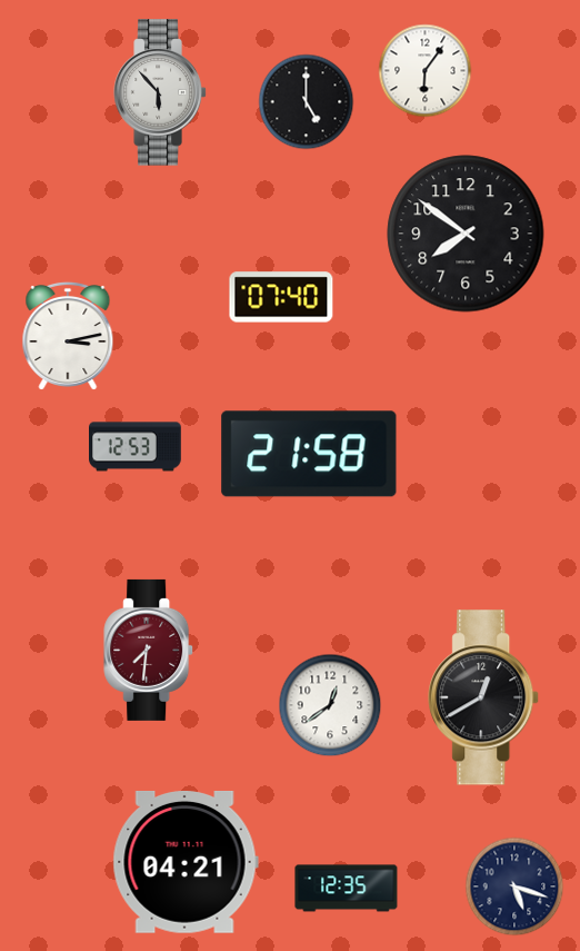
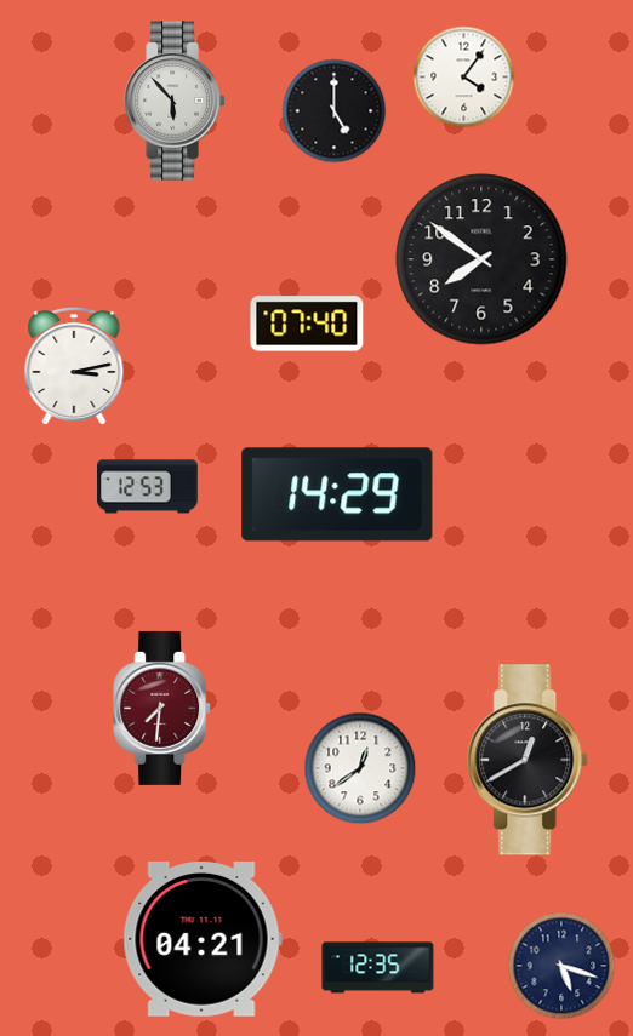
clock at (426, 71): 6:06 -> 4:06
clock at (466, 234) position: (466, 234) -> (481, 259)
clock at (309, 454): 21:58 -> 14:29
